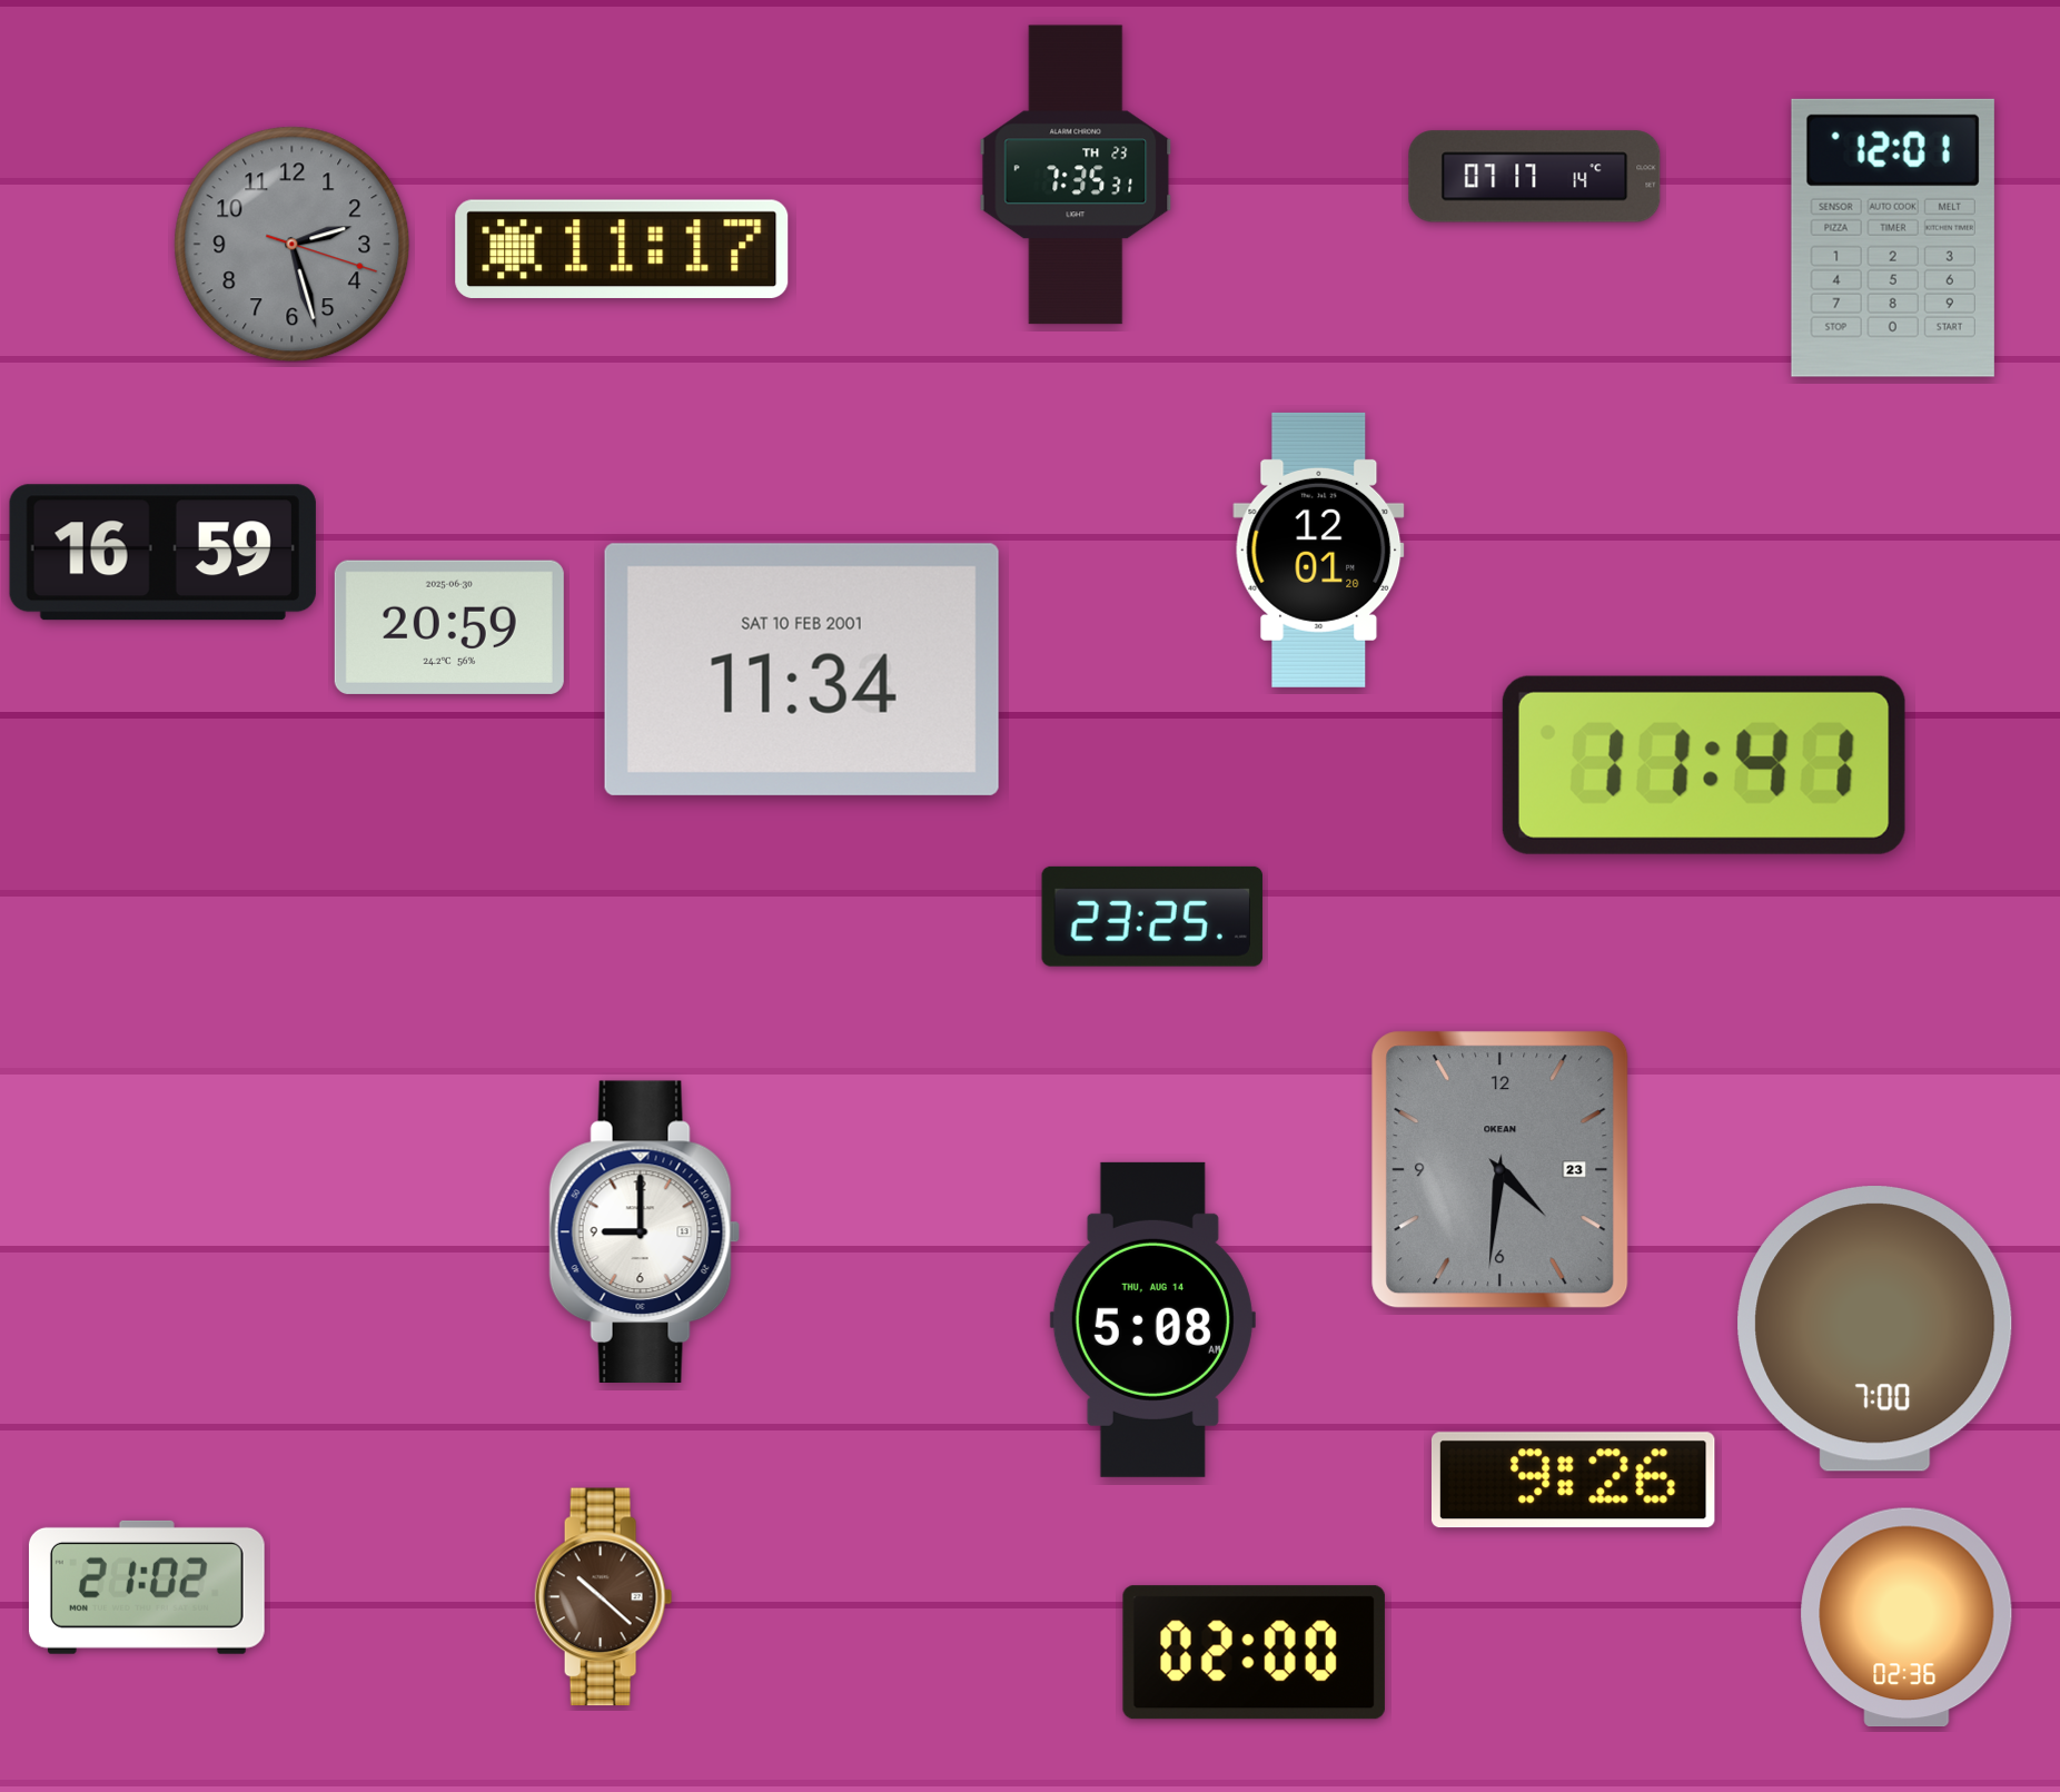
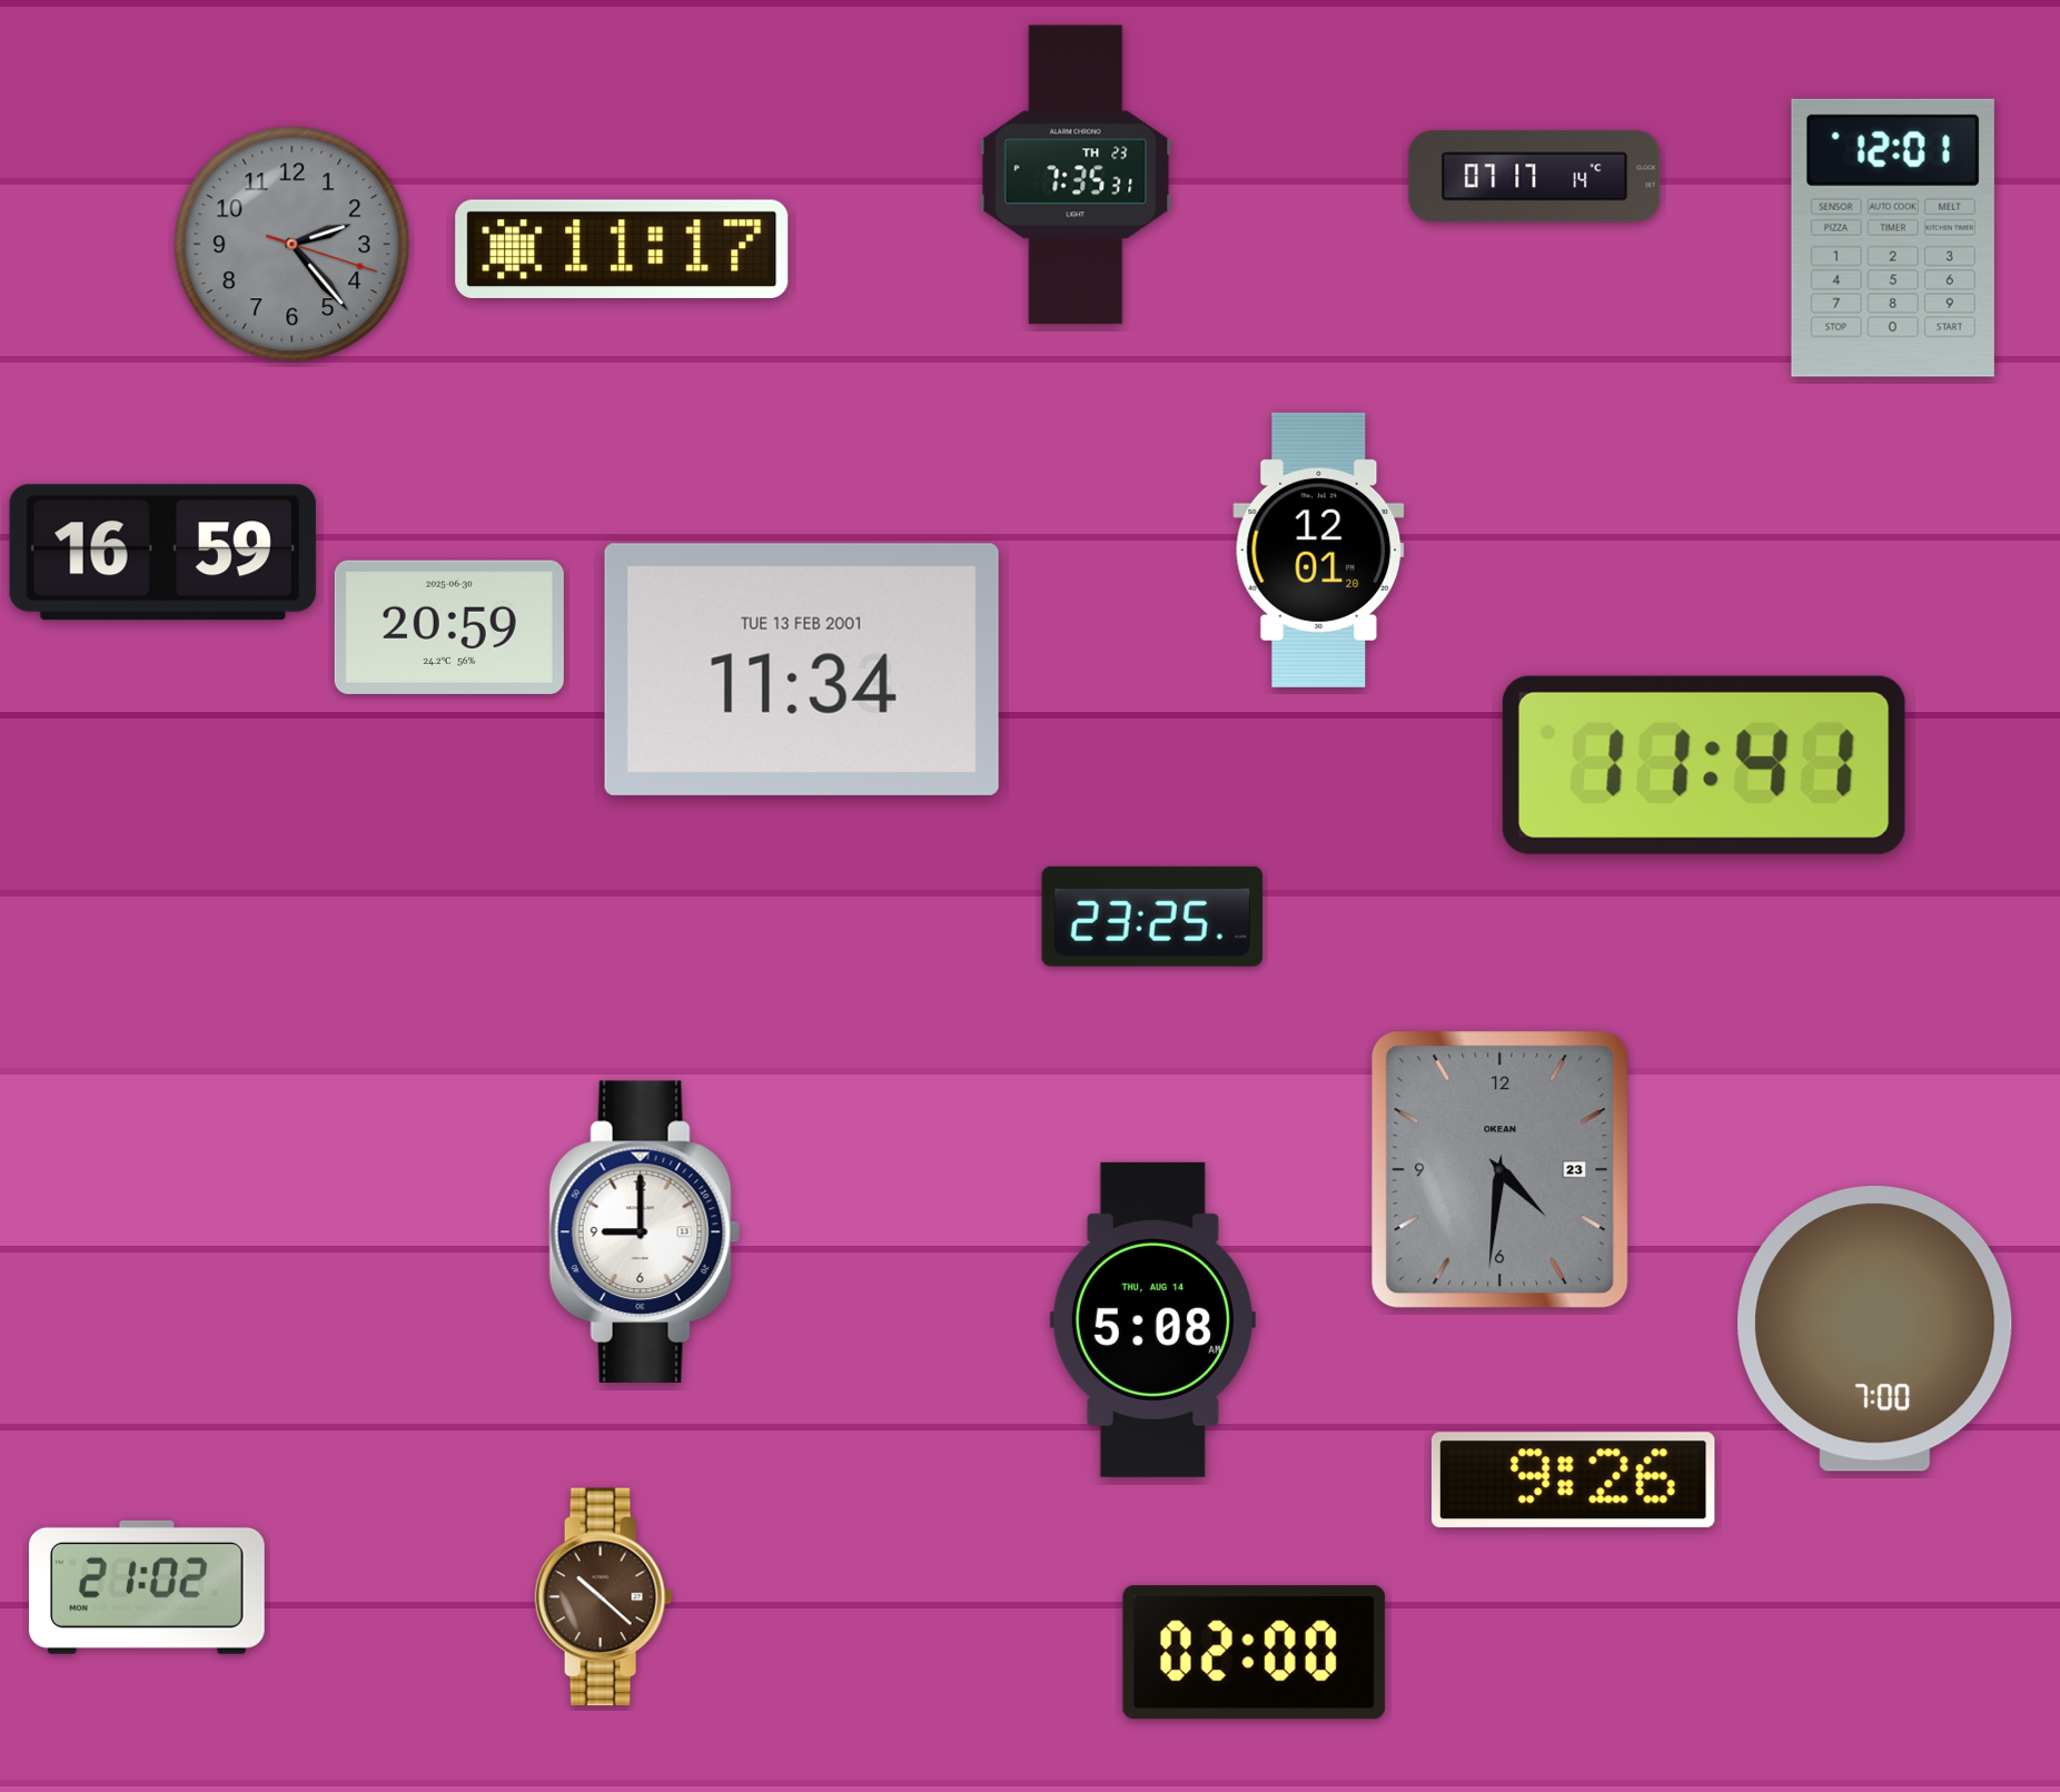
clock at (293, 245): 2:27 -> 2:23
clock at (802, 670) date: SAT 10 FEB 2001 -> TUE 13 FEB 2001
clock at (1907, 1617): 02:36 -> none
